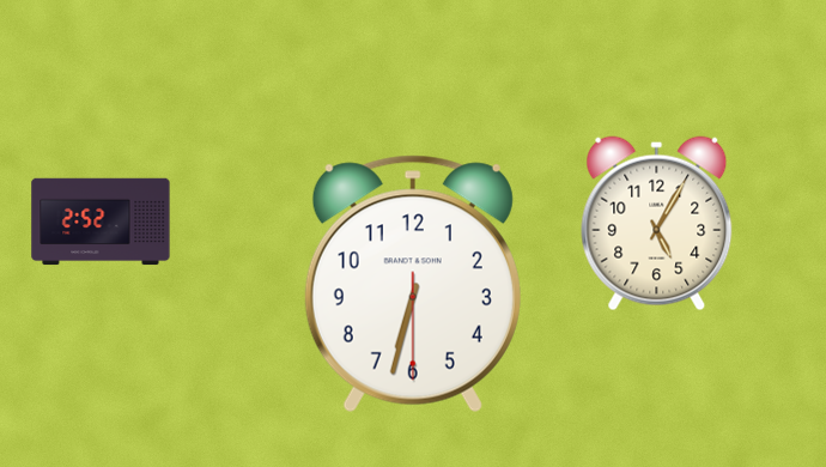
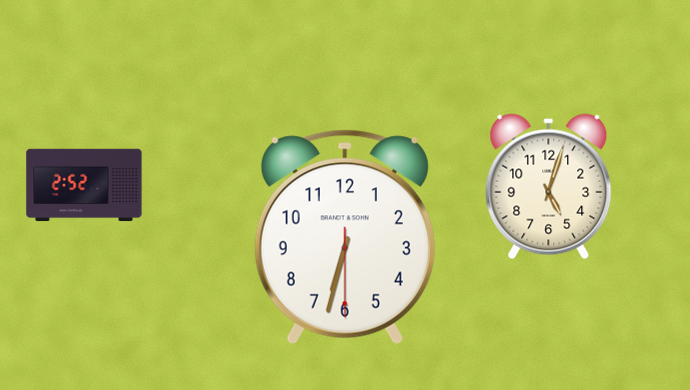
clock at (657, 224): 5:05 -> 5:03
